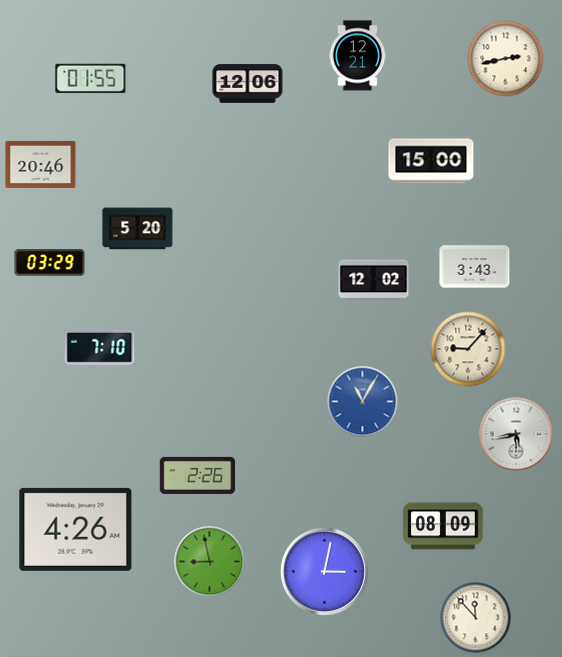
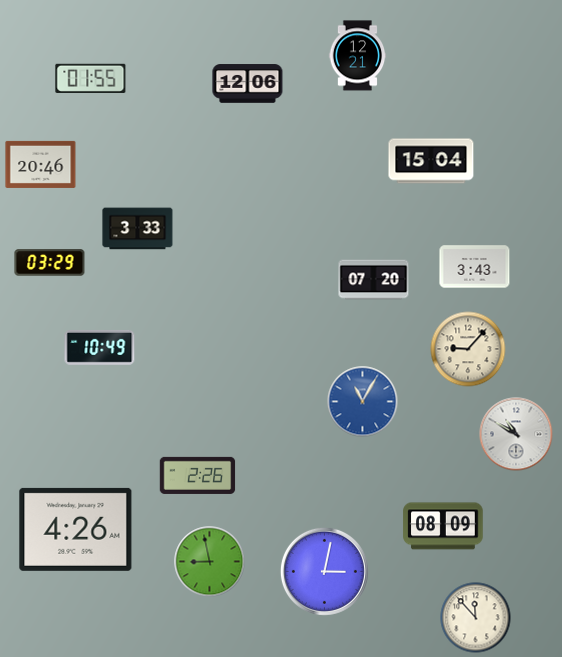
clock at (506, 59): 2:43 -> none
clock at (431, 161): 15:00 -> 15:04
clock at (138, 229): 5:20 -> 3:33
clock at (374, 280): 12:02 -> 07:20
clock at (100, 347): 7:10 -> 10:49
clock at (516, 434): 5:43 -> 10:50
